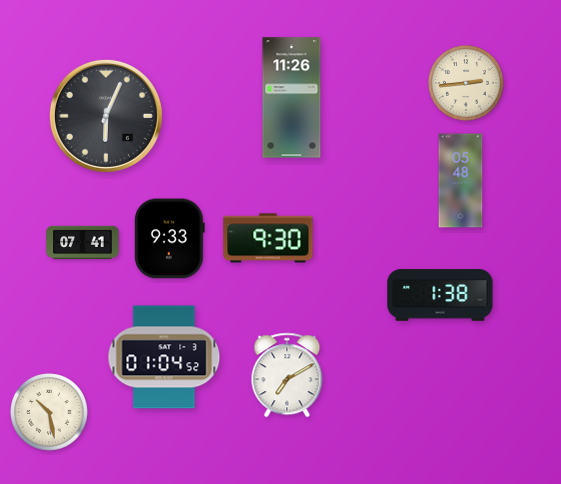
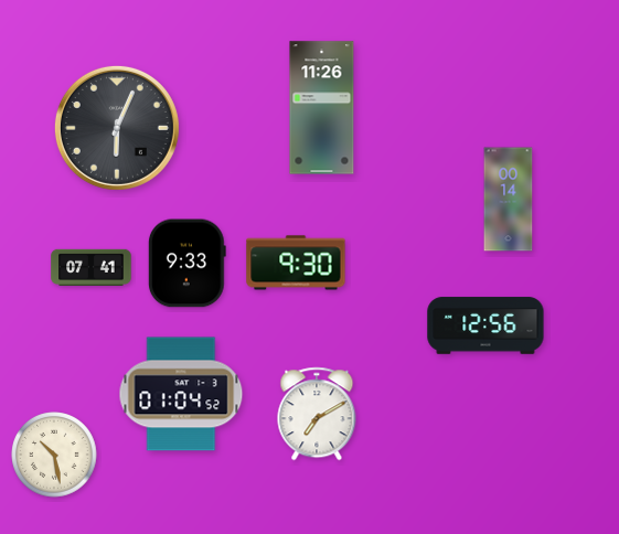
clock at (466, 83): 2:44 -> none
clock at (461, 181): 05:48 -> 00:14
clock at (440, 295): 1:38 -> 12:56
